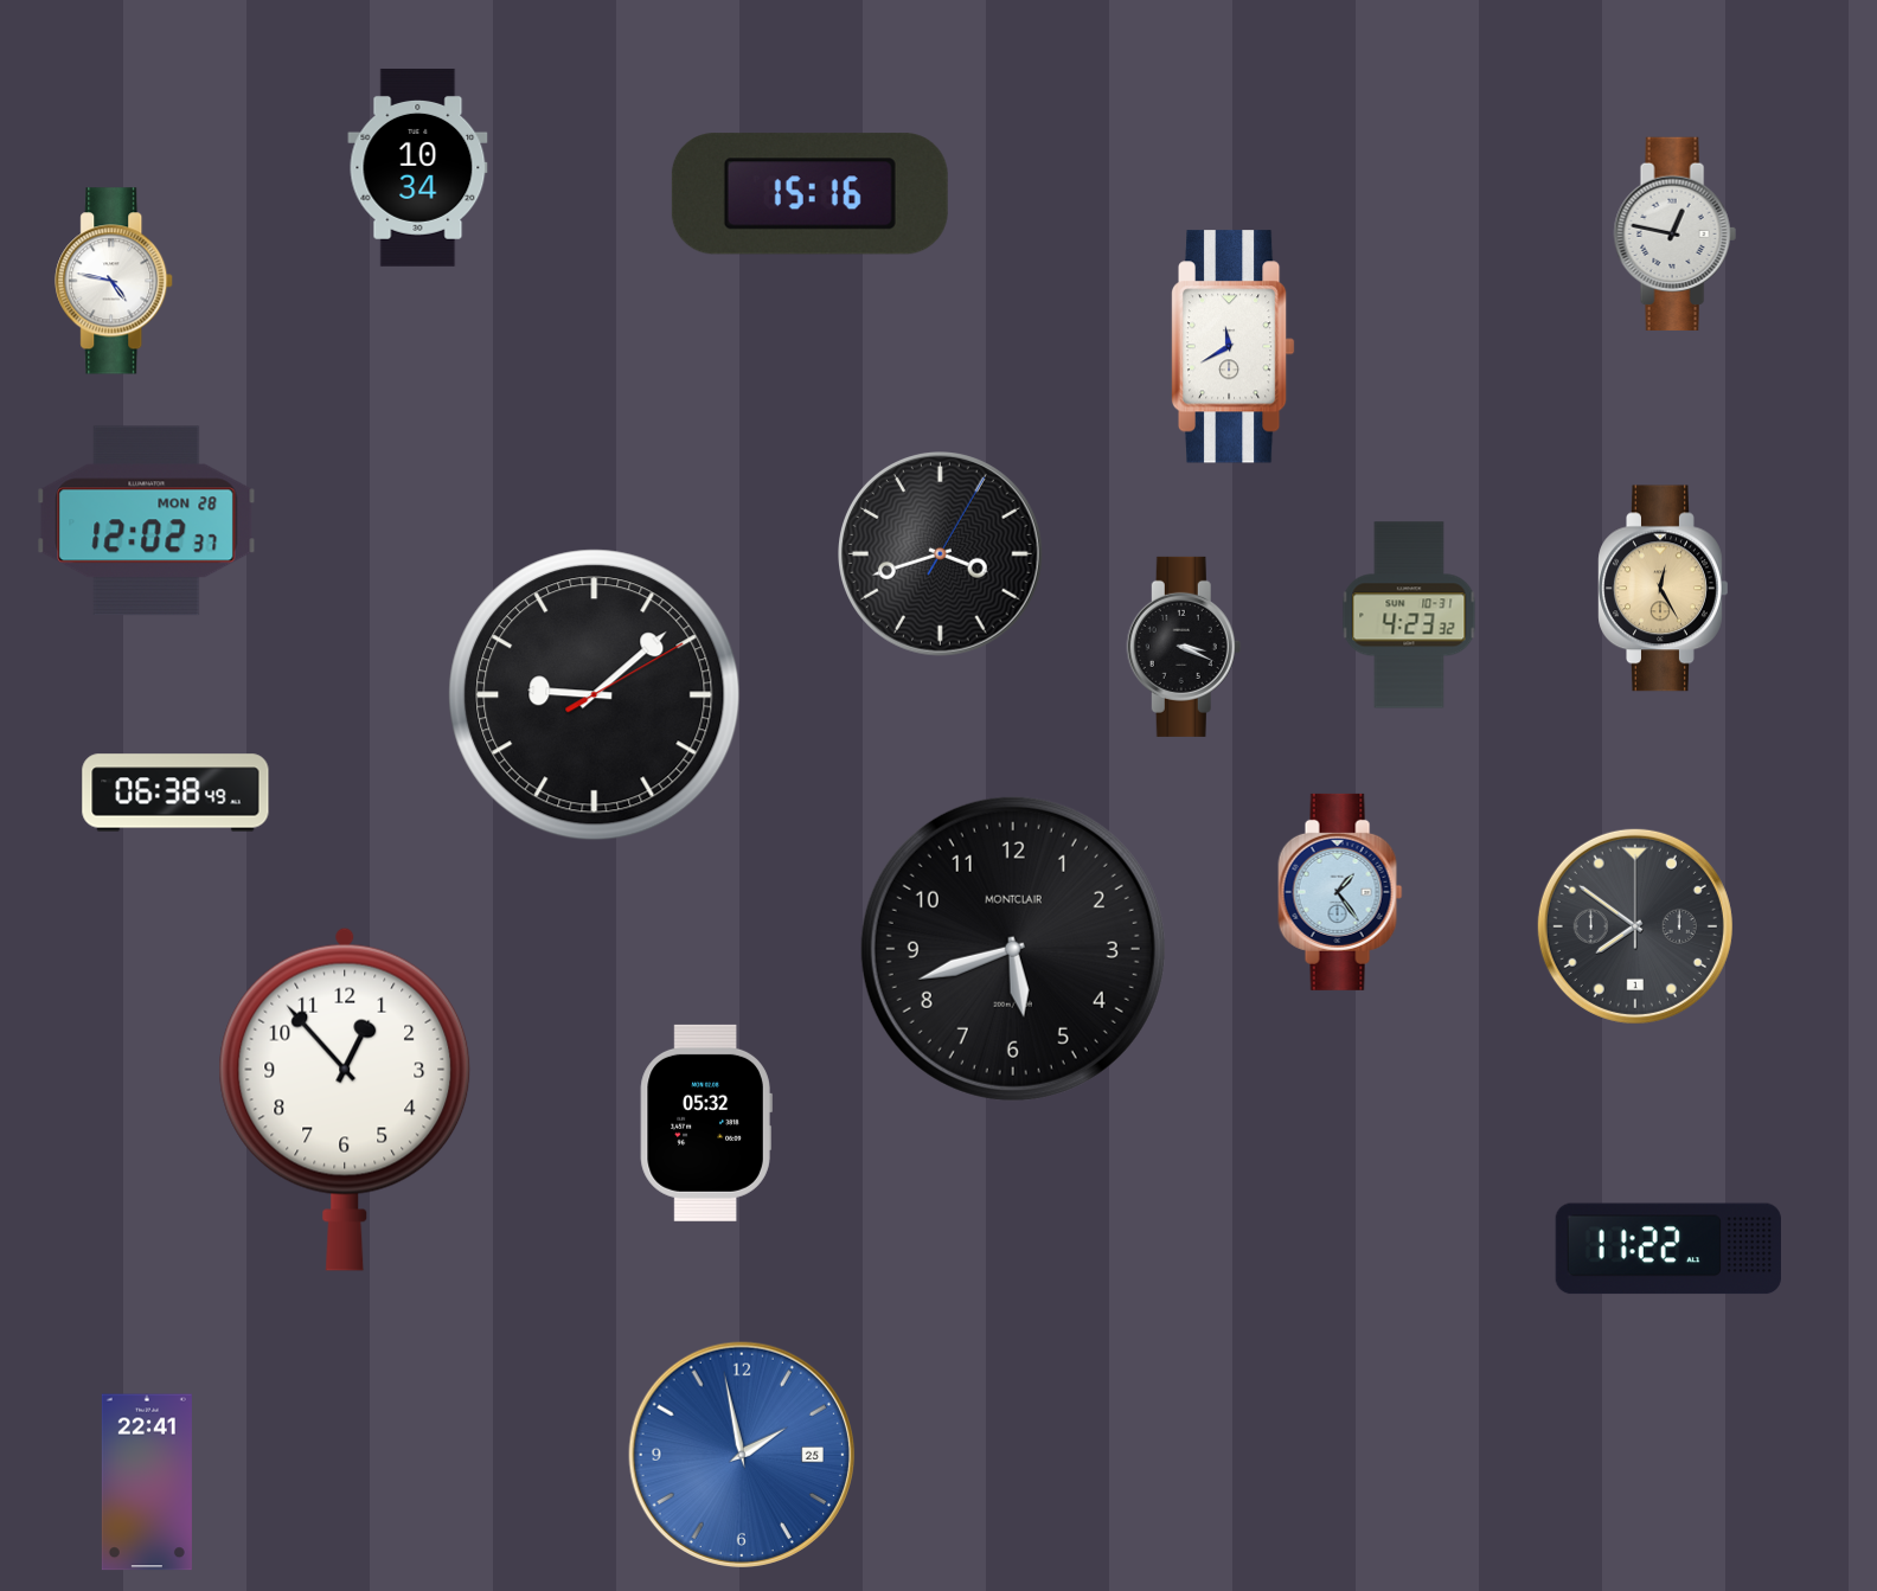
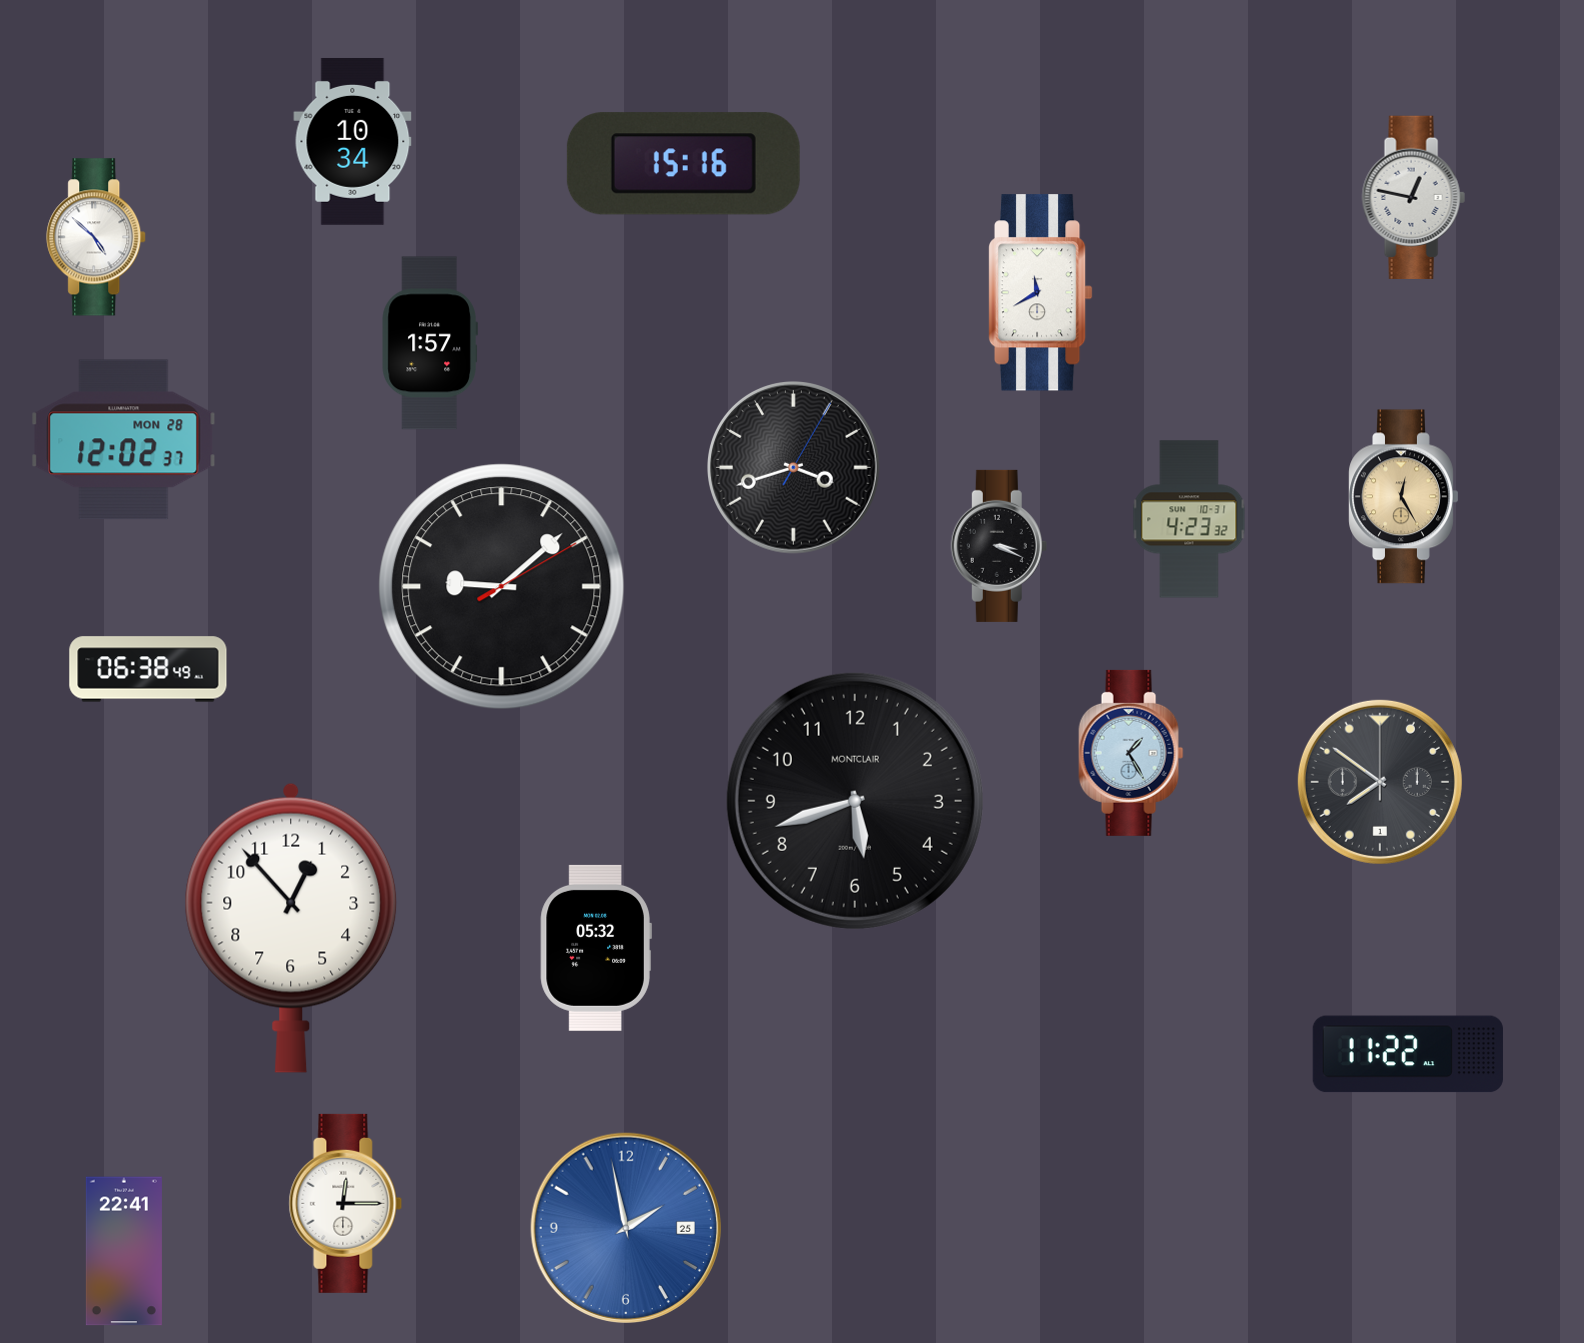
clock at (115, 281): 4:47 -> 4:52
clock at (430, 343): none -> 1:57
clock at (1340, 892): 1:24 -> 1:25
clock at (346, 1203): none -> 12:15
